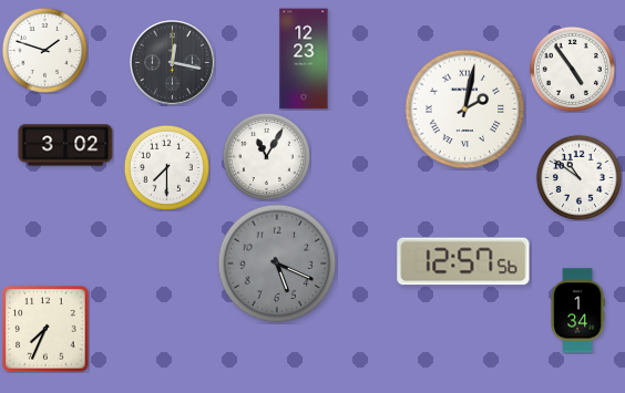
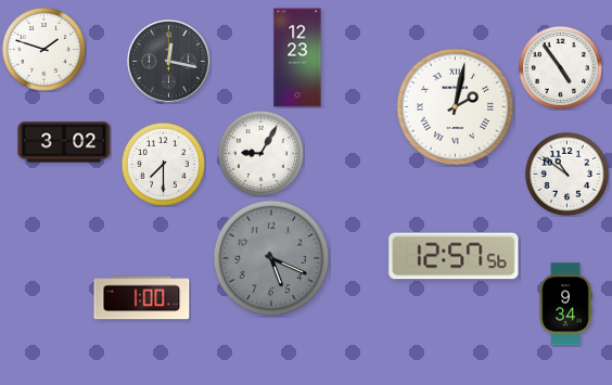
clock at (266, 156): 11:05 -> 9:05
clock at (142, 298): none -> 1:00
clock at (577, 311): 1:34 -> 9:34
clock at (45, 329): 7:34 -> none
